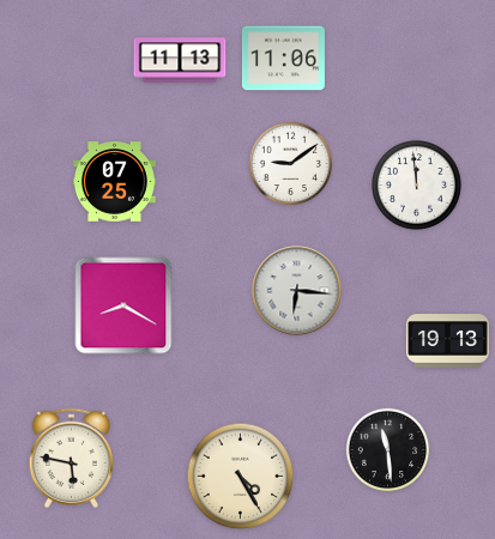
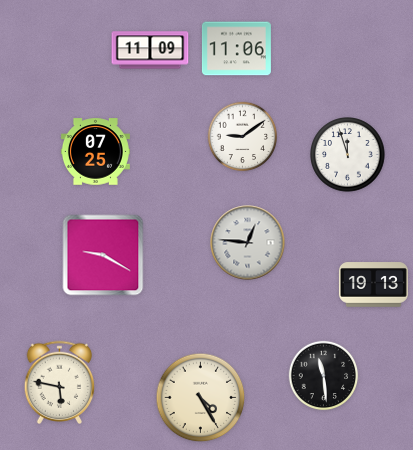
clock at (180, 60): 11:13 -> 11:09
clock at (417, 186): 11:59 -> 11:57
clock at (297, 291): 6:16 -> 12:46
clock at (123, 305): 8:20 -> 9:20
